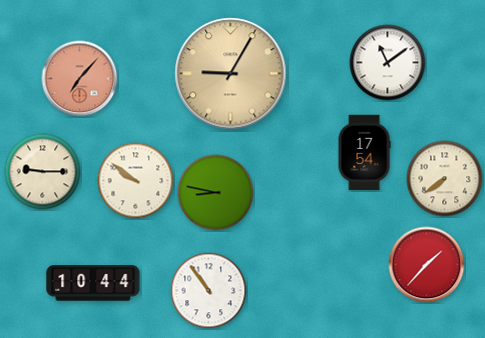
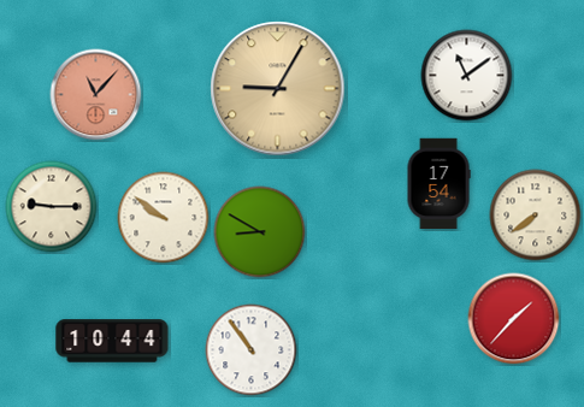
clock at (80, 79): 7:07 -> 11:07
clock at (216, 193): 8:47 -> 8:50
